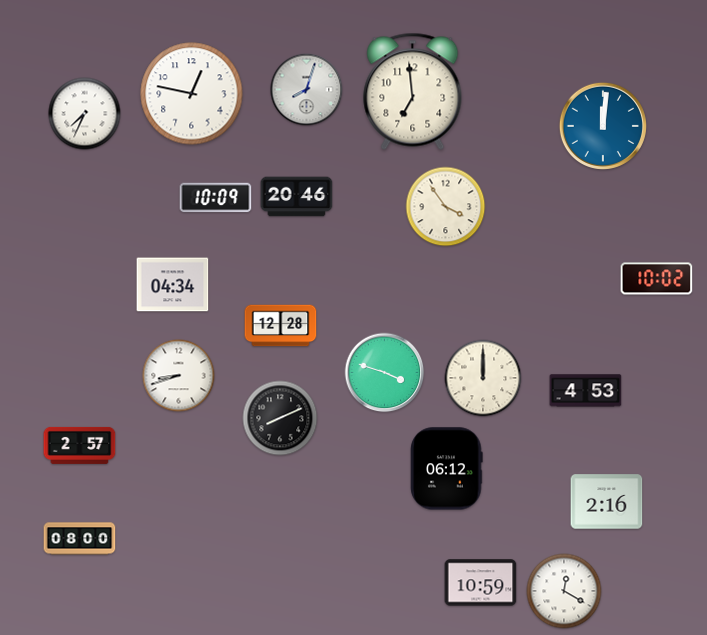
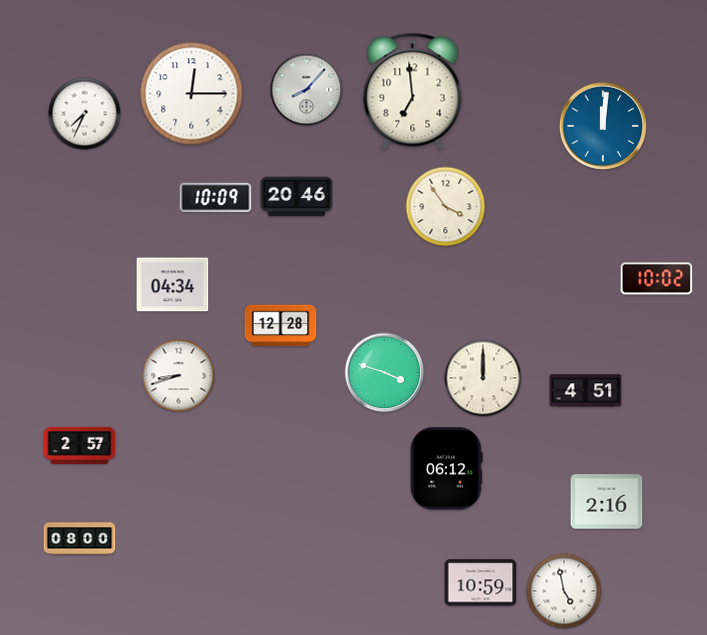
clock at (307, 90): 8:03 -> 8:07
clock at (192, 94): 12:47 -> 12:15
clock at (586, 391): 4:53 -> 4:51
clock at (280, 418): 8:11 -> none
clock at (564, 591): 12:20 -> 4:58
